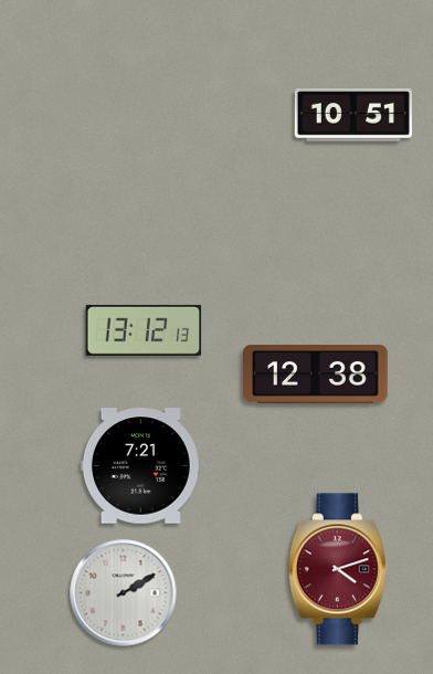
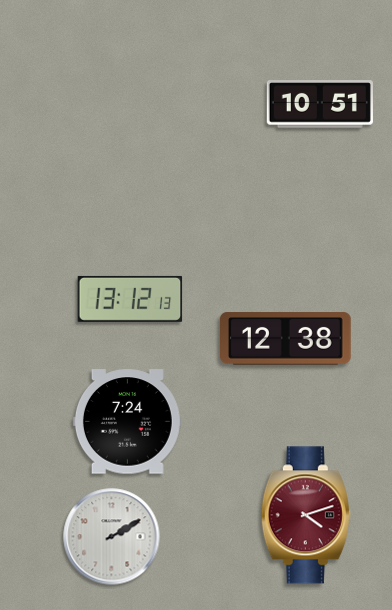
clock at (140, 466): 7:21 -> 7:24
